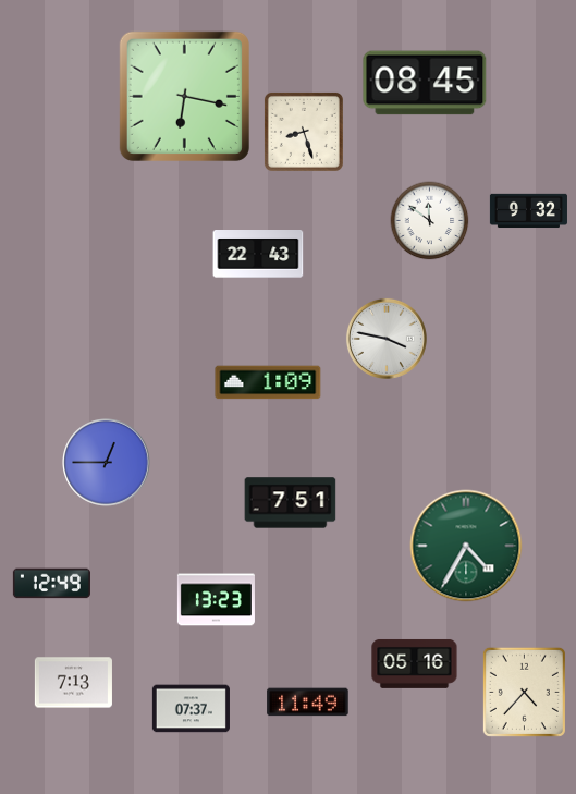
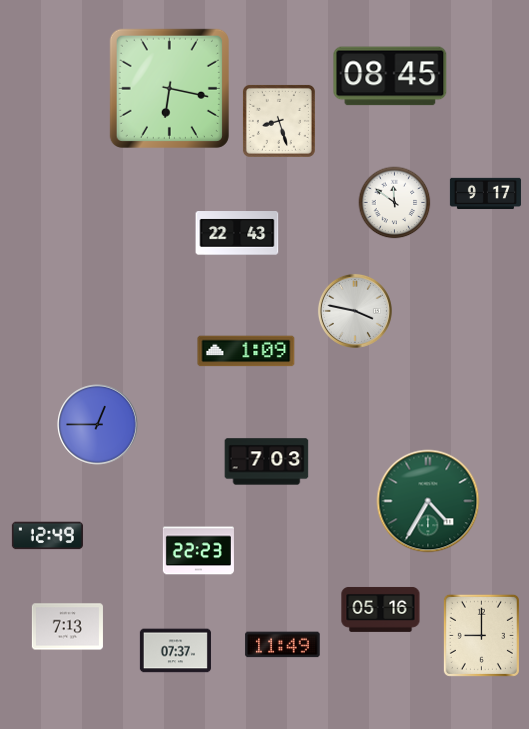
clock at (528, 211): 9:32 -> 9:17
clock at (291, 503): 7:51 -> 7:03
clock at (216, 600): 13:23 -> 22:23
clock at (524, 692): 4:37 -> 9:00
